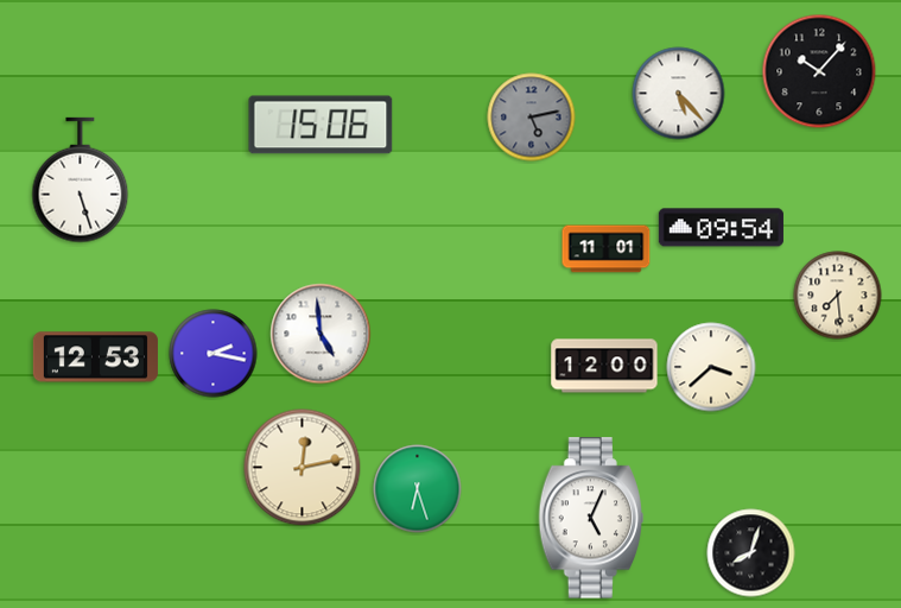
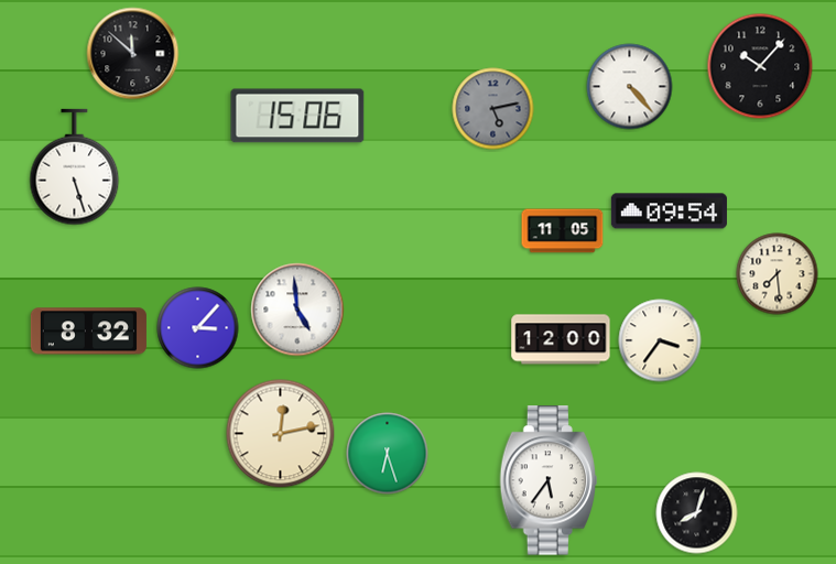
clock at (133, 54): none -> 11:52
clock at (679, 94): 5:23 -> 4:23
clock at (607, 249): 11:01 -> 11:05
clock at (214, 354): 2:17 -> 3:07
clock at (95, 357): 12:53 -> 8:32
clock at (711, 367): 3:38 -> 3:36
clock at (590, 518): 5:04 -> 5:36
